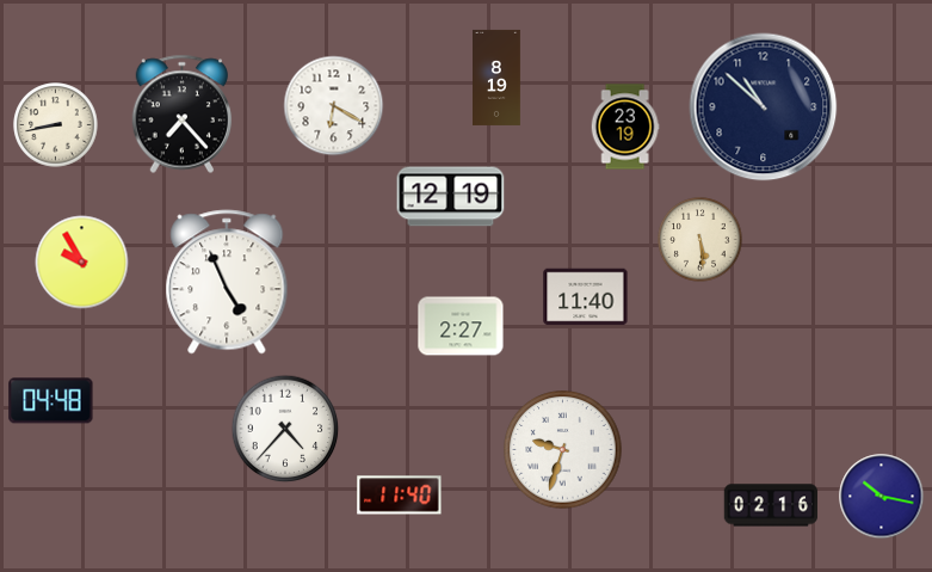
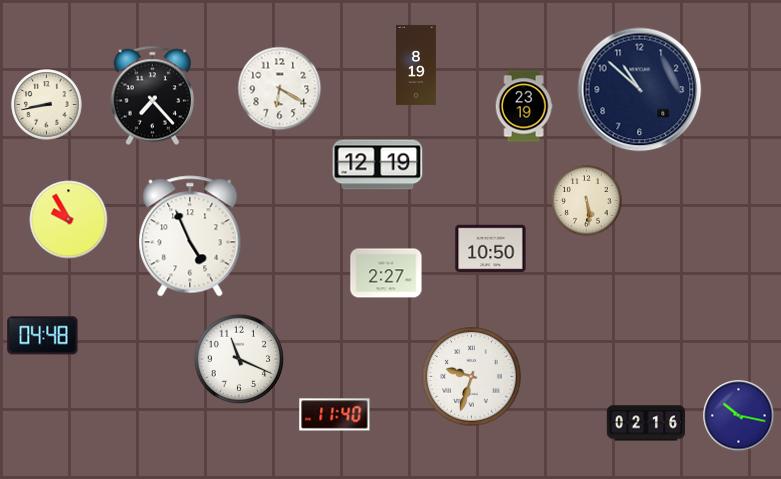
clock at (586, 297): 11:40 -> 10:50
clock at (285, 429): 4:37 -> 11:19
